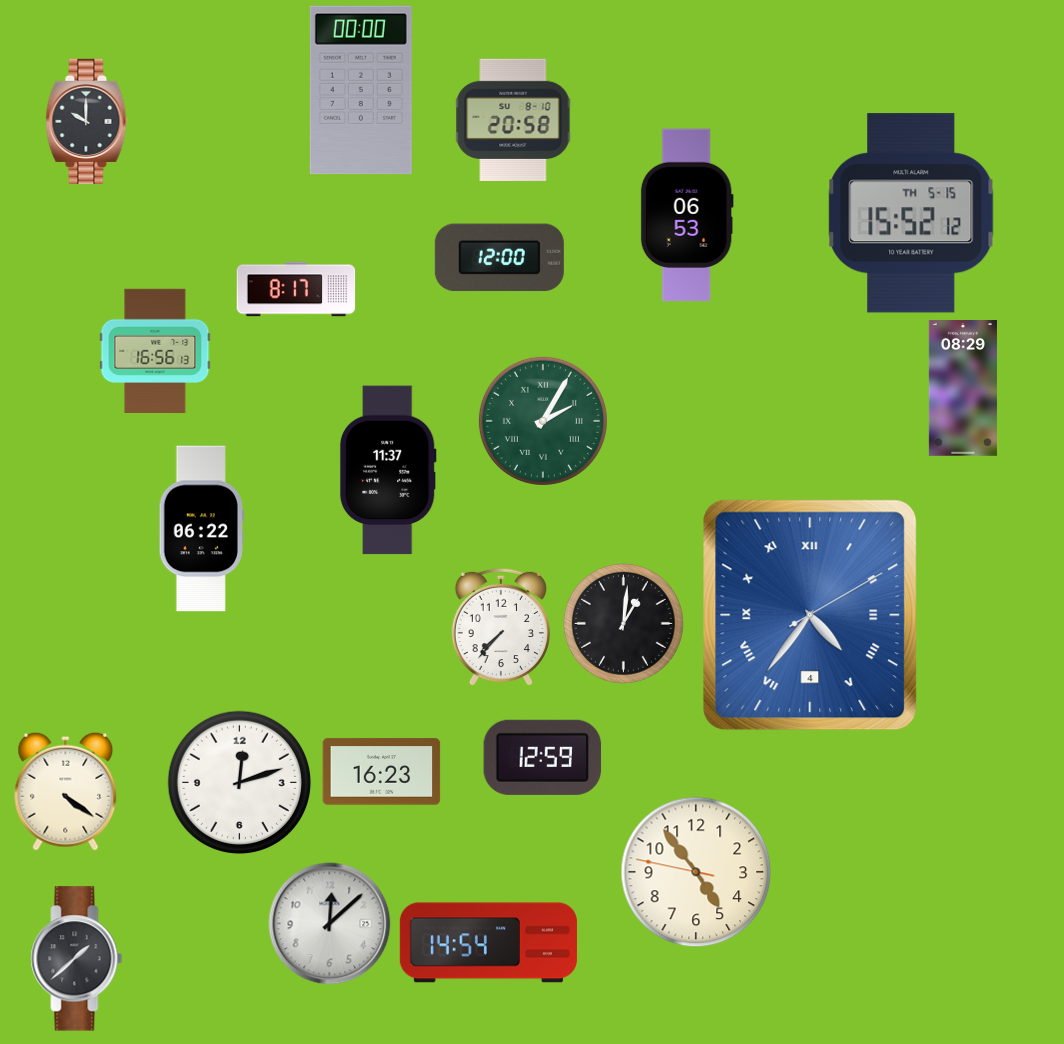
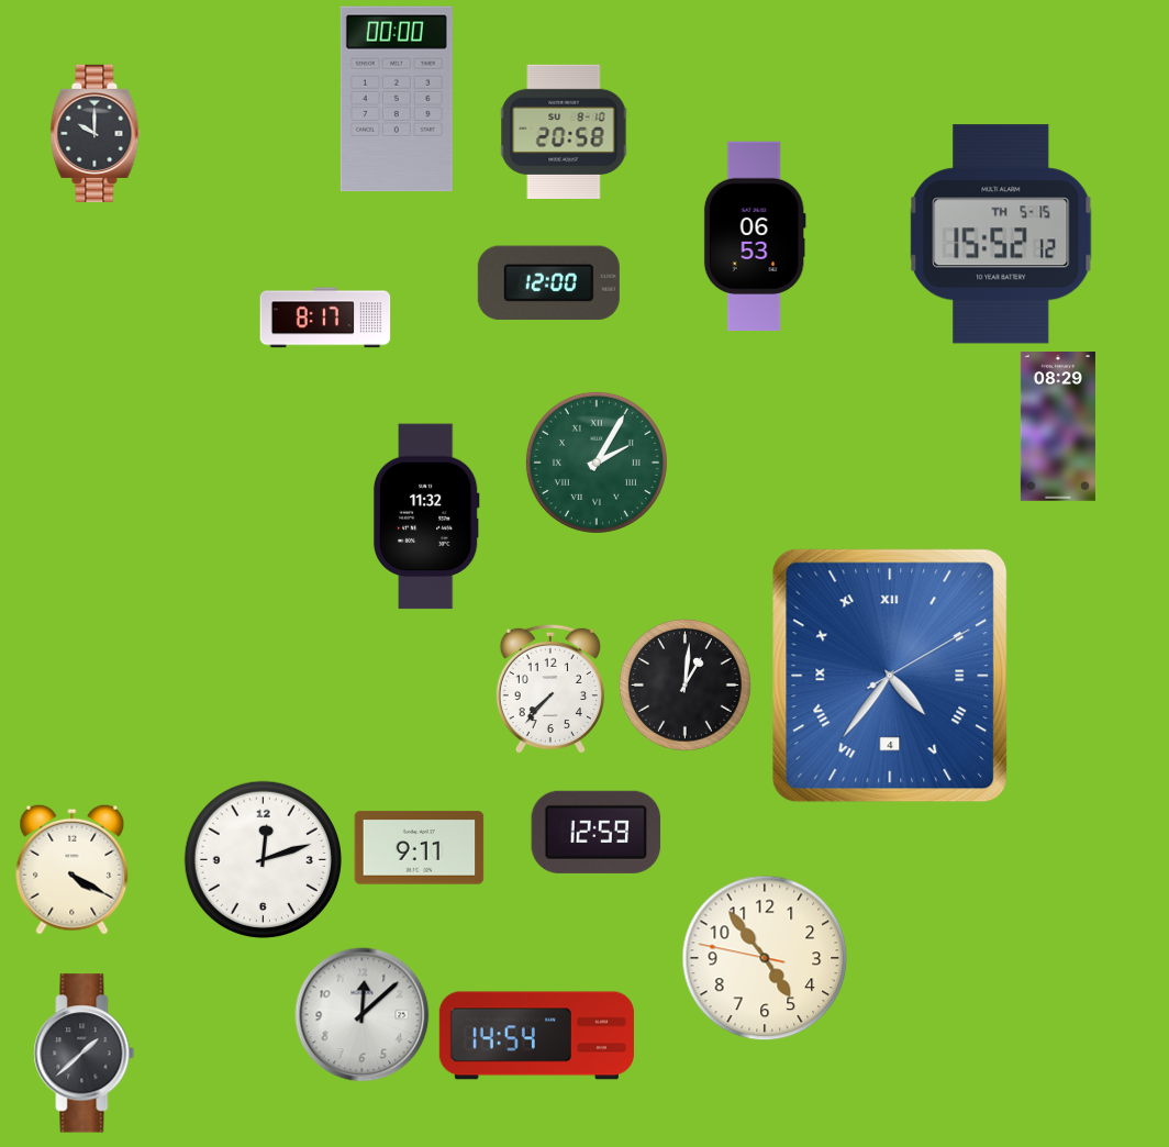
clock at (155, 351): 16:56 -> none
clock at (388, 470): 11:37 -> 11:32
clock at (201, 529): 06:22 -> none
clock at (382, 772): 16:23 -> 9:11
clock at (66, 791): 4:21 -> 4:20
